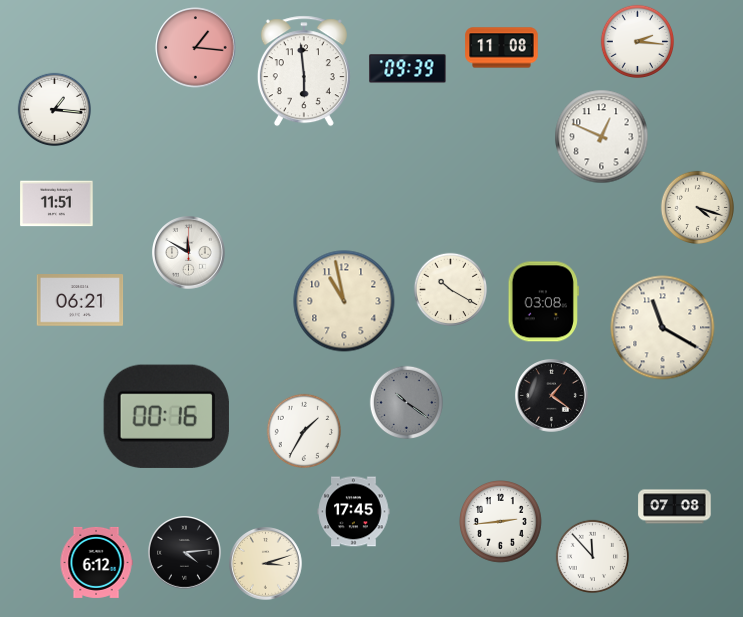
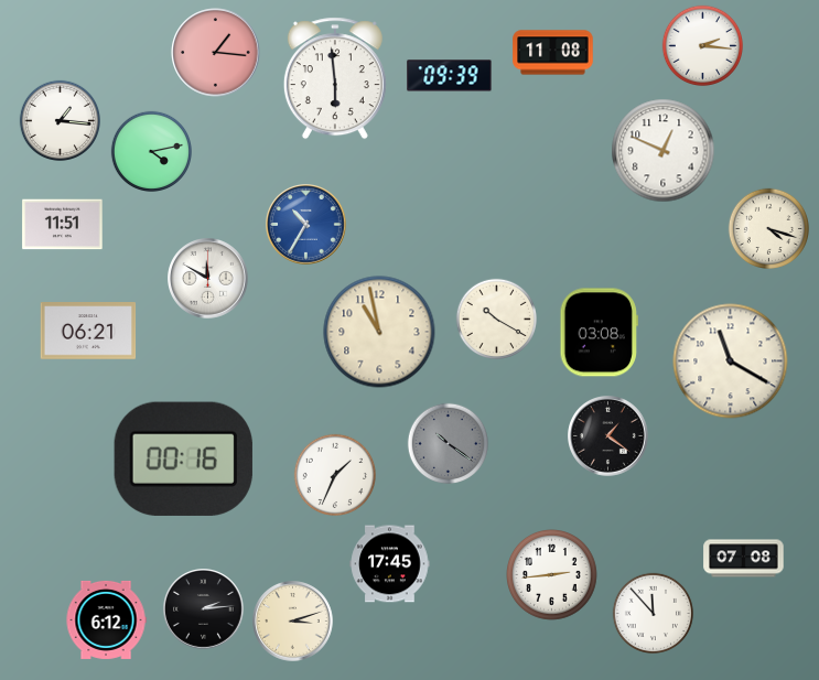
clock at (151, 151): none -> 4:13
clock at (306, 225): none -> 10:35
clock at (303, 430): 1:35 -> 1:34
clock at (185, 553): 4:14 -> 2:14
